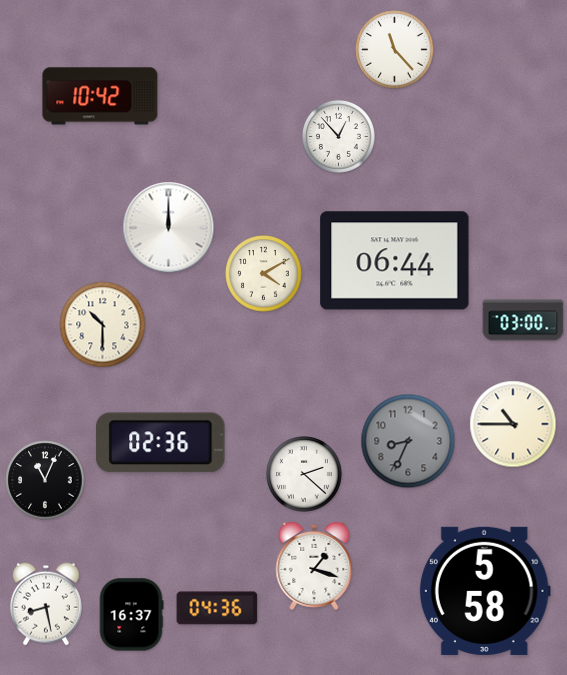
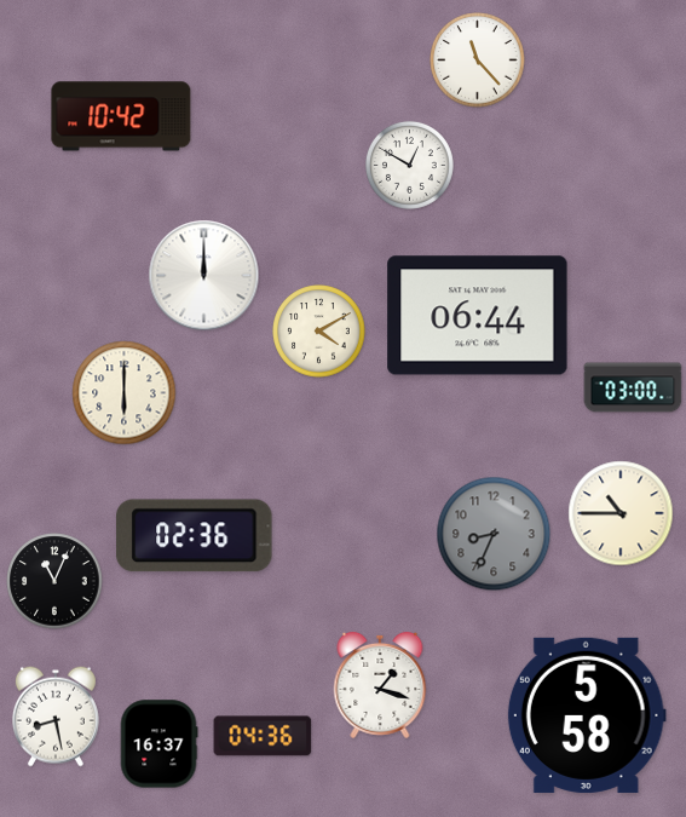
clock at (338, 136): 12:53 -> 12:50
clock at (103, 325): 10:30 -> 6:00
clock at (304, 474): 2:22 -> none
clock at (46, 604) position: (46, 604) -> (56, 717)
